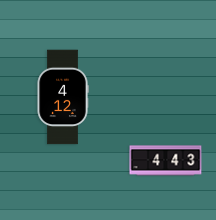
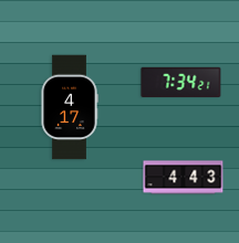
clock at (181, 82): none -> 7:34
clock at (63, 97): 4:12 -> 4:17
